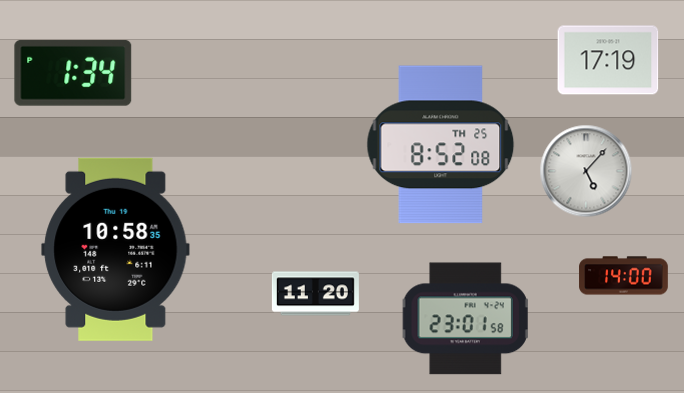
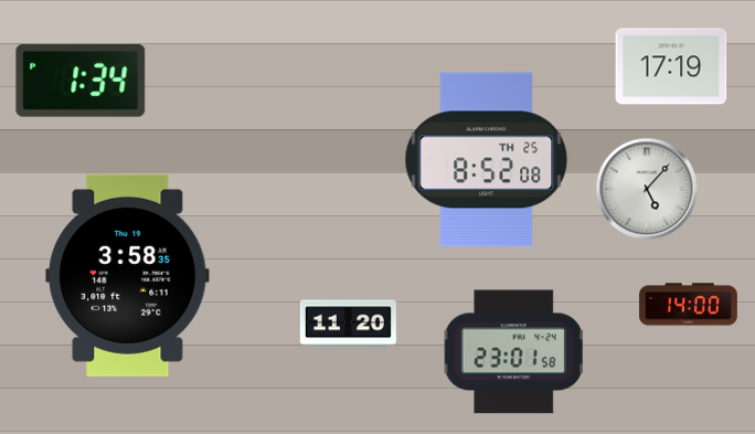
clock at (116, 249): 10:58 -> 3:58
